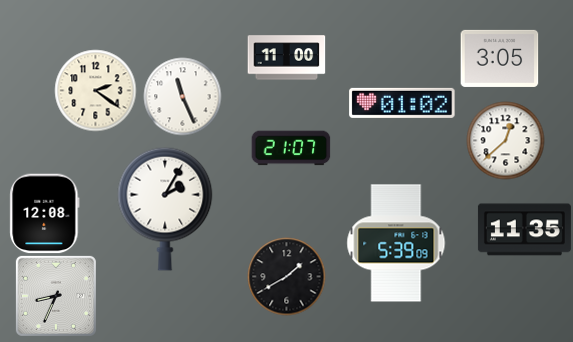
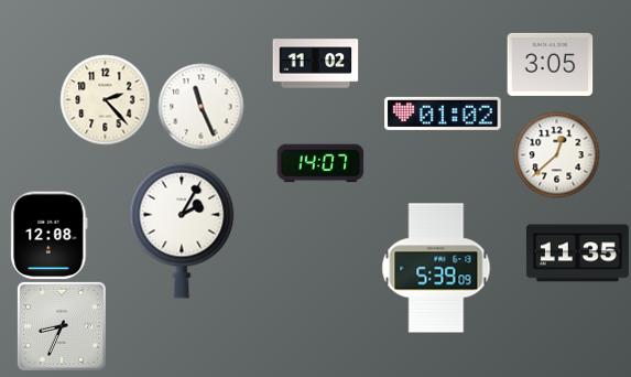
clock at (286, 58): 11:00 -> 11:02
clock at (95, 90): 2:21 -> 2:23
clock at (291, 148): 21:07 -> 14:07
clock at (286, 276): 1:40 -> none
